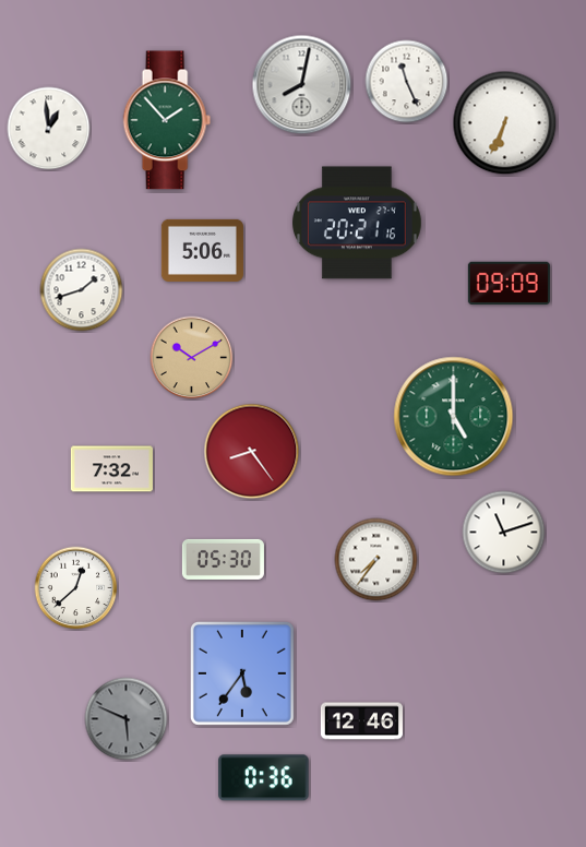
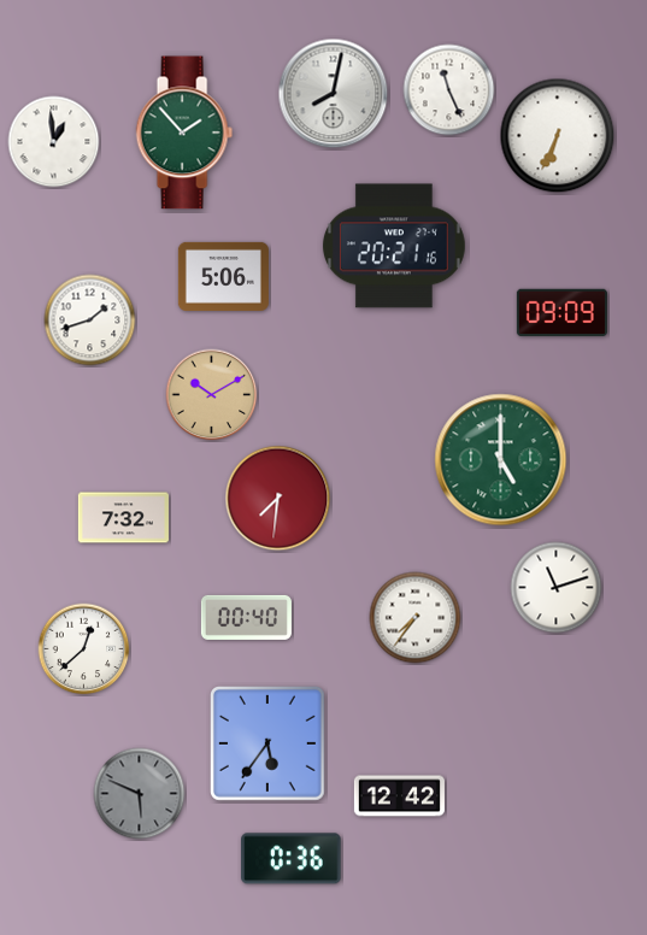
clock at (252, 452): 8:24 -> 7:31
clock at (223, 559): 05:30 -> 00:40
clock at (361, 721): 12:46 -> 12:42
